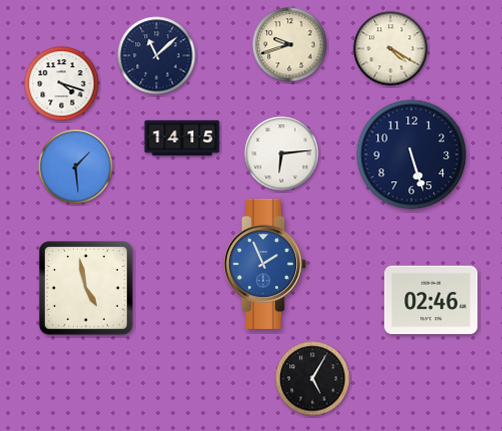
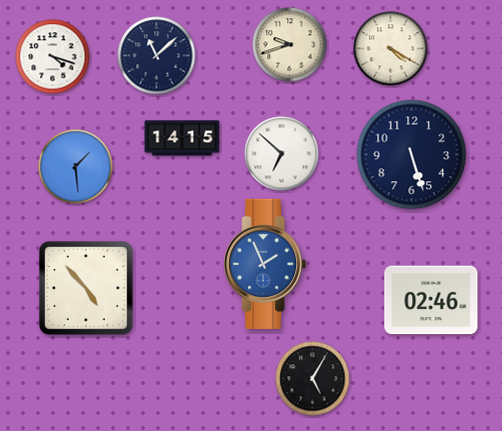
clock at (62, 84) position: (62, 84) -> (53, 57)
clock at (282, 154): 6:14 -> 6:52
clock at (87, 289): 4:58 -> 4:53
